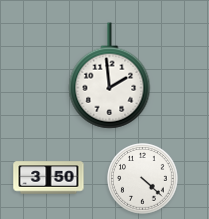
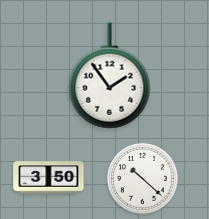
clock at (110, 76): 1:59 -> 1:54
clock at (143, 179): 4:22 -> 10:22
